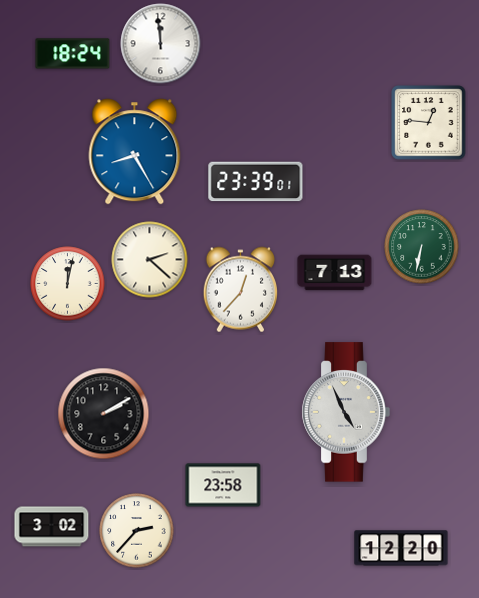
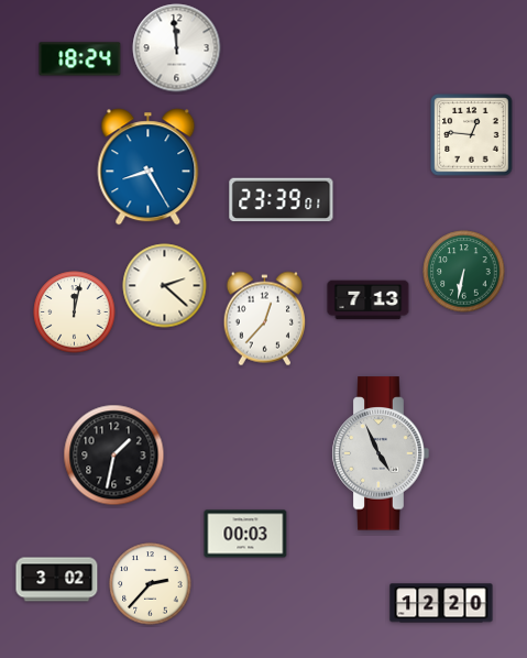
clock at (104, 414): 2:10 -> 1:32
clock at (223, 485): 23:58 -> 00:03
